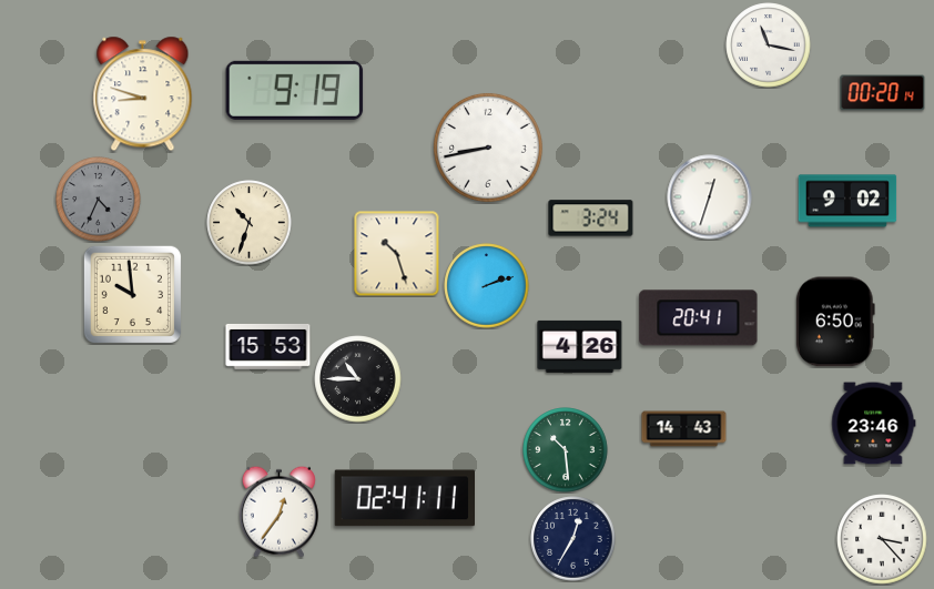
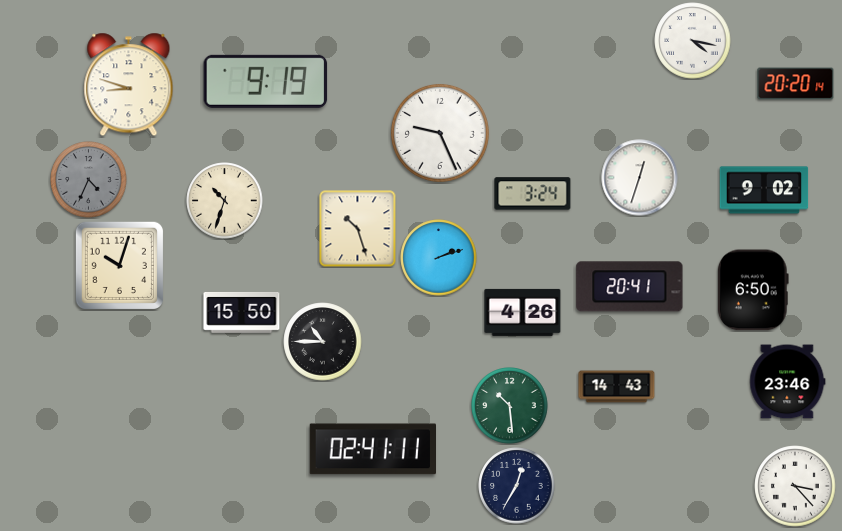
clock at (769, 45): 11:17 -> 4:17
clock at (883, 93): 00:20 -> 20:20
clock at (488, 148): 8:43 -> 9:26
clock at (847, 201) position: (847, 201) -> (764, 190)
clock at (591, 219) position: (591, 219) -> (533, 194)
clock at (132, 294): 9:59 -> 10:03
clock at (268, 347): 15:53 -> 15:50
clock at (404, 498) position: (404, 498) -> (372, 449)
clock at (278, 511): 12:36 -> none
